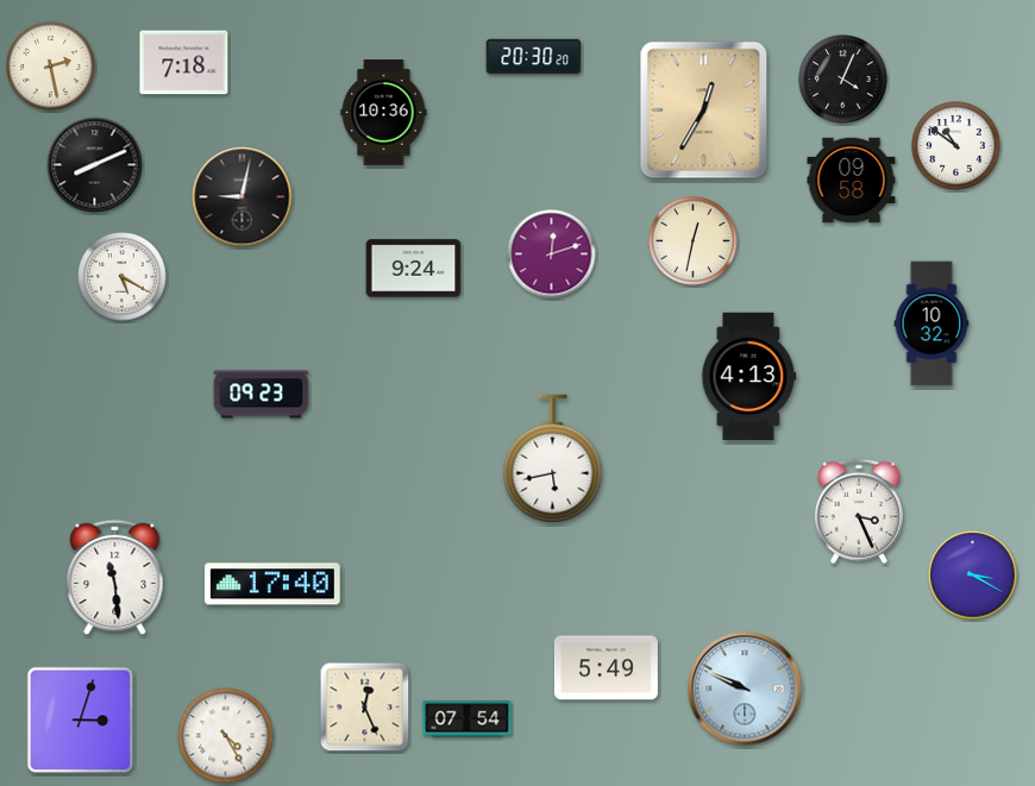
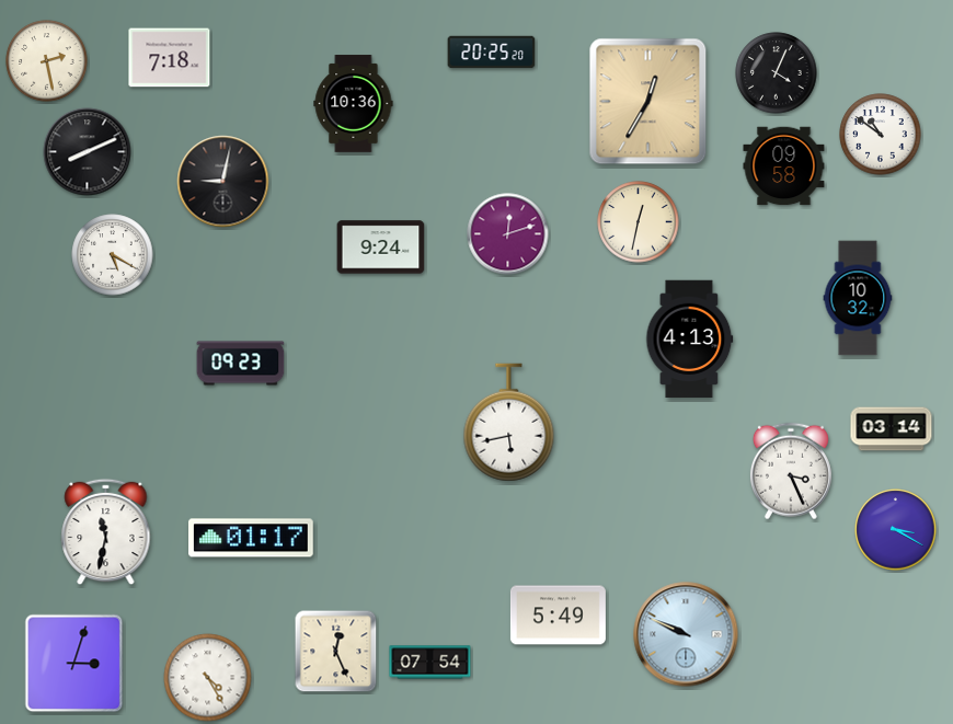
clock at (534, 57): 20:30 -> 20:25
clock at (749, 377) position: (749, 377) -> (690, 340)
clock at (892, 429): none -> 03:14
clock at (115, 578): 11:29 -> 11:32
clock at (274, 584): 17:40 -> 01:17
